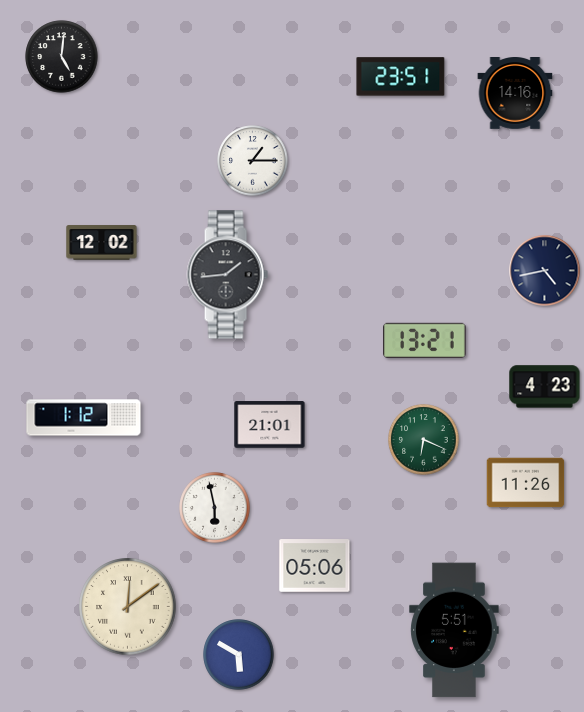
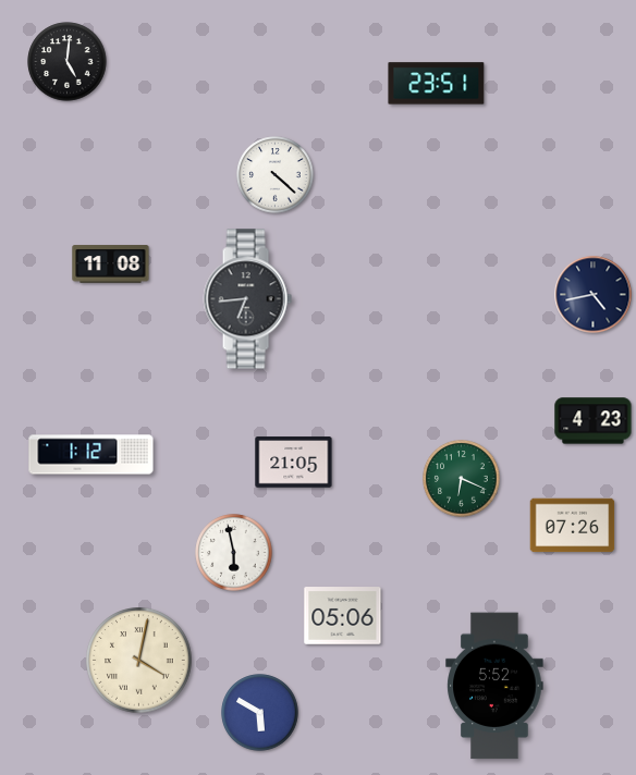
clock at (515, 94): 14:16 -> none
clock at (253, 161): 1:15 -> 4:22
clock at (102, 243): 12:02 -> 11:08
clock at (227, 275): 1:44 -> 6:44
clock at (425, 340): 13:21 -> none
clock at (270, 425): 21:01 -> 21:05
clock at (526, 483): 11:26 -> 07:26
clock at (128, 607): 12:09 -> 4:02
clock at (454, 630): 5:51 -> 5:52
